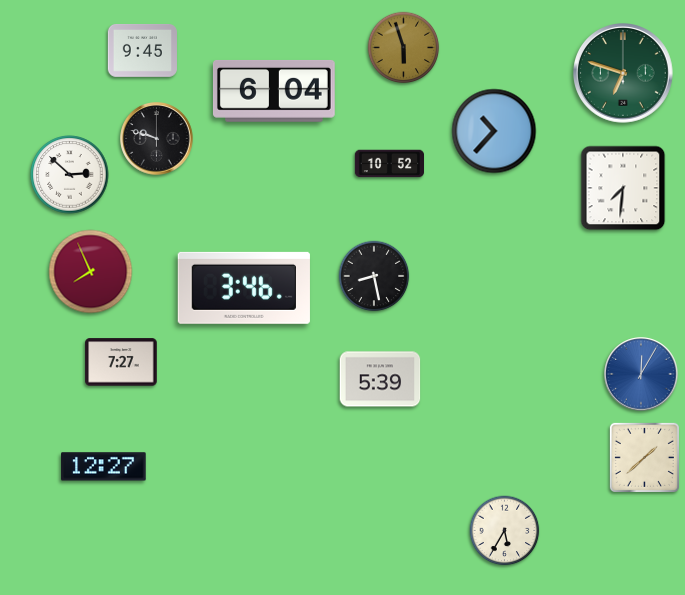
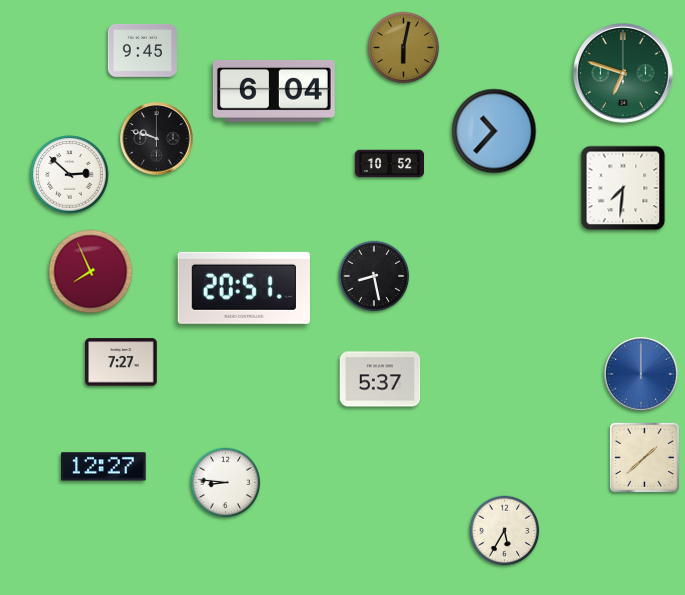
clock at (404, 48): 5:57 -> 6:02
clock at (244, 288): 3:46 -> 20:51
clock at (641, 374): 12:05 -> 12:00
clock at (380, 379): 5:39 -> 5:37
clock at (226, 483): none -> 8:46
